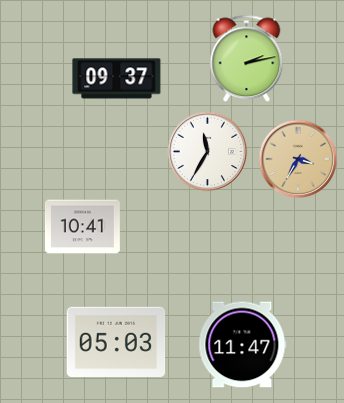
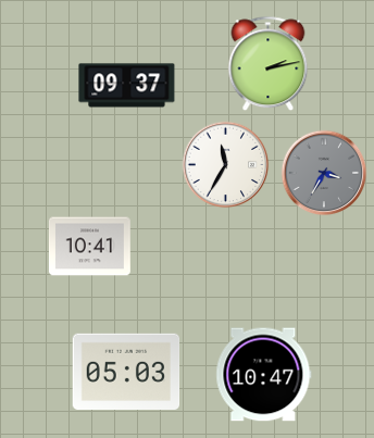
clock at (298, 159) dial: champagne -> grey
clock at (243, 345): 11:47 -> 10:47
